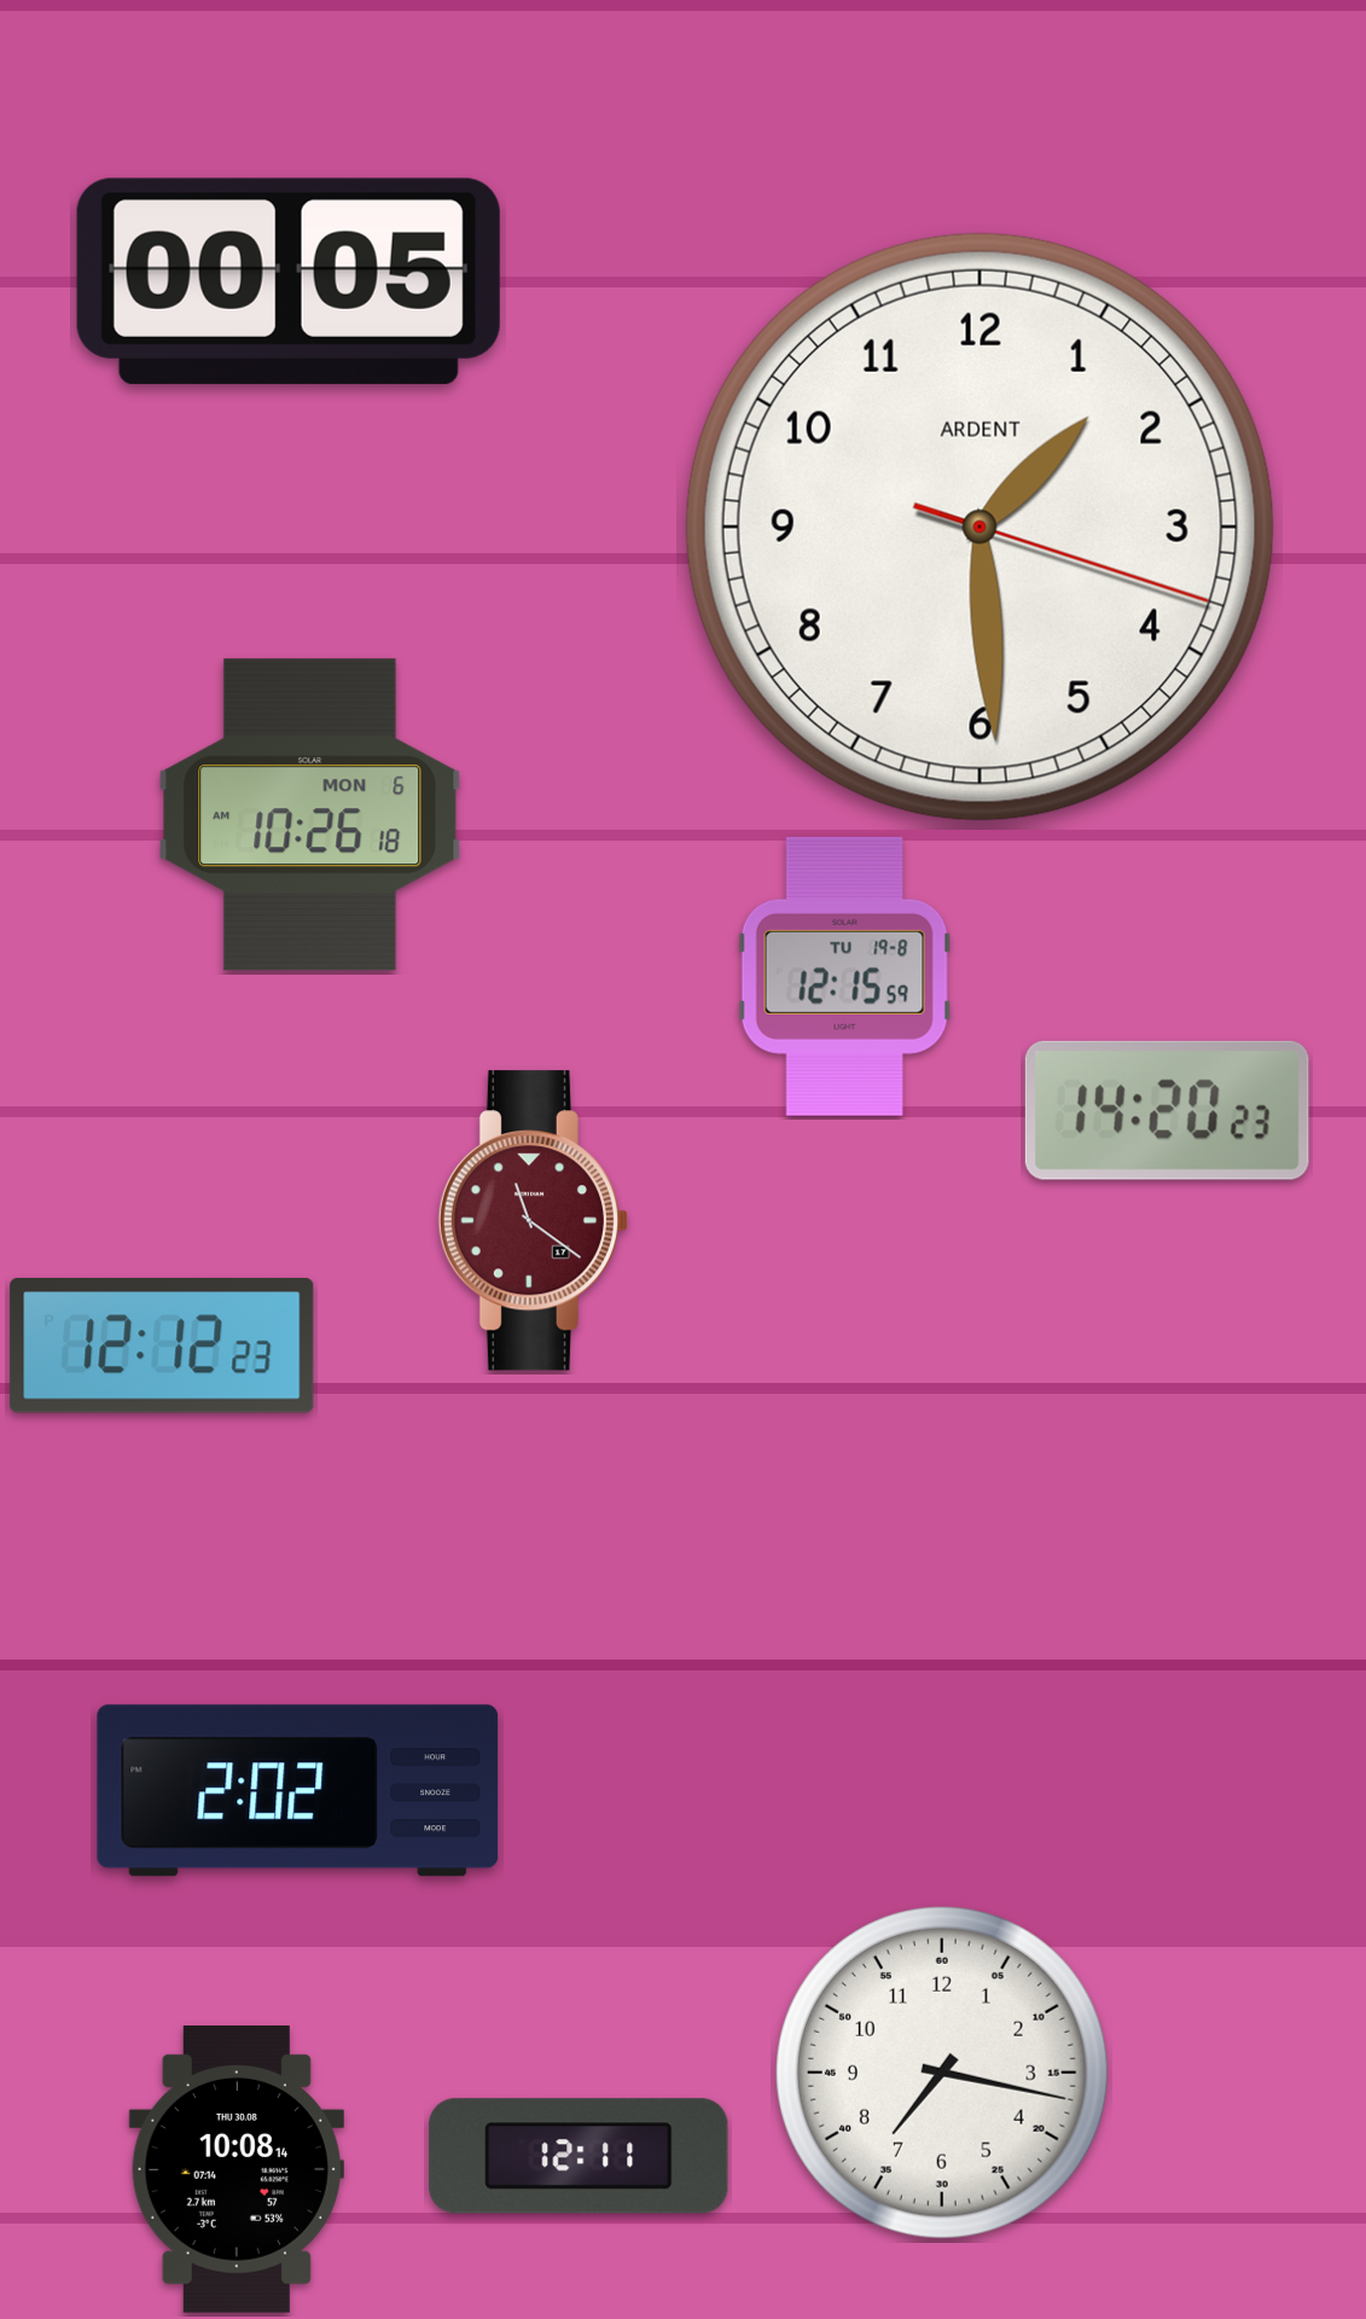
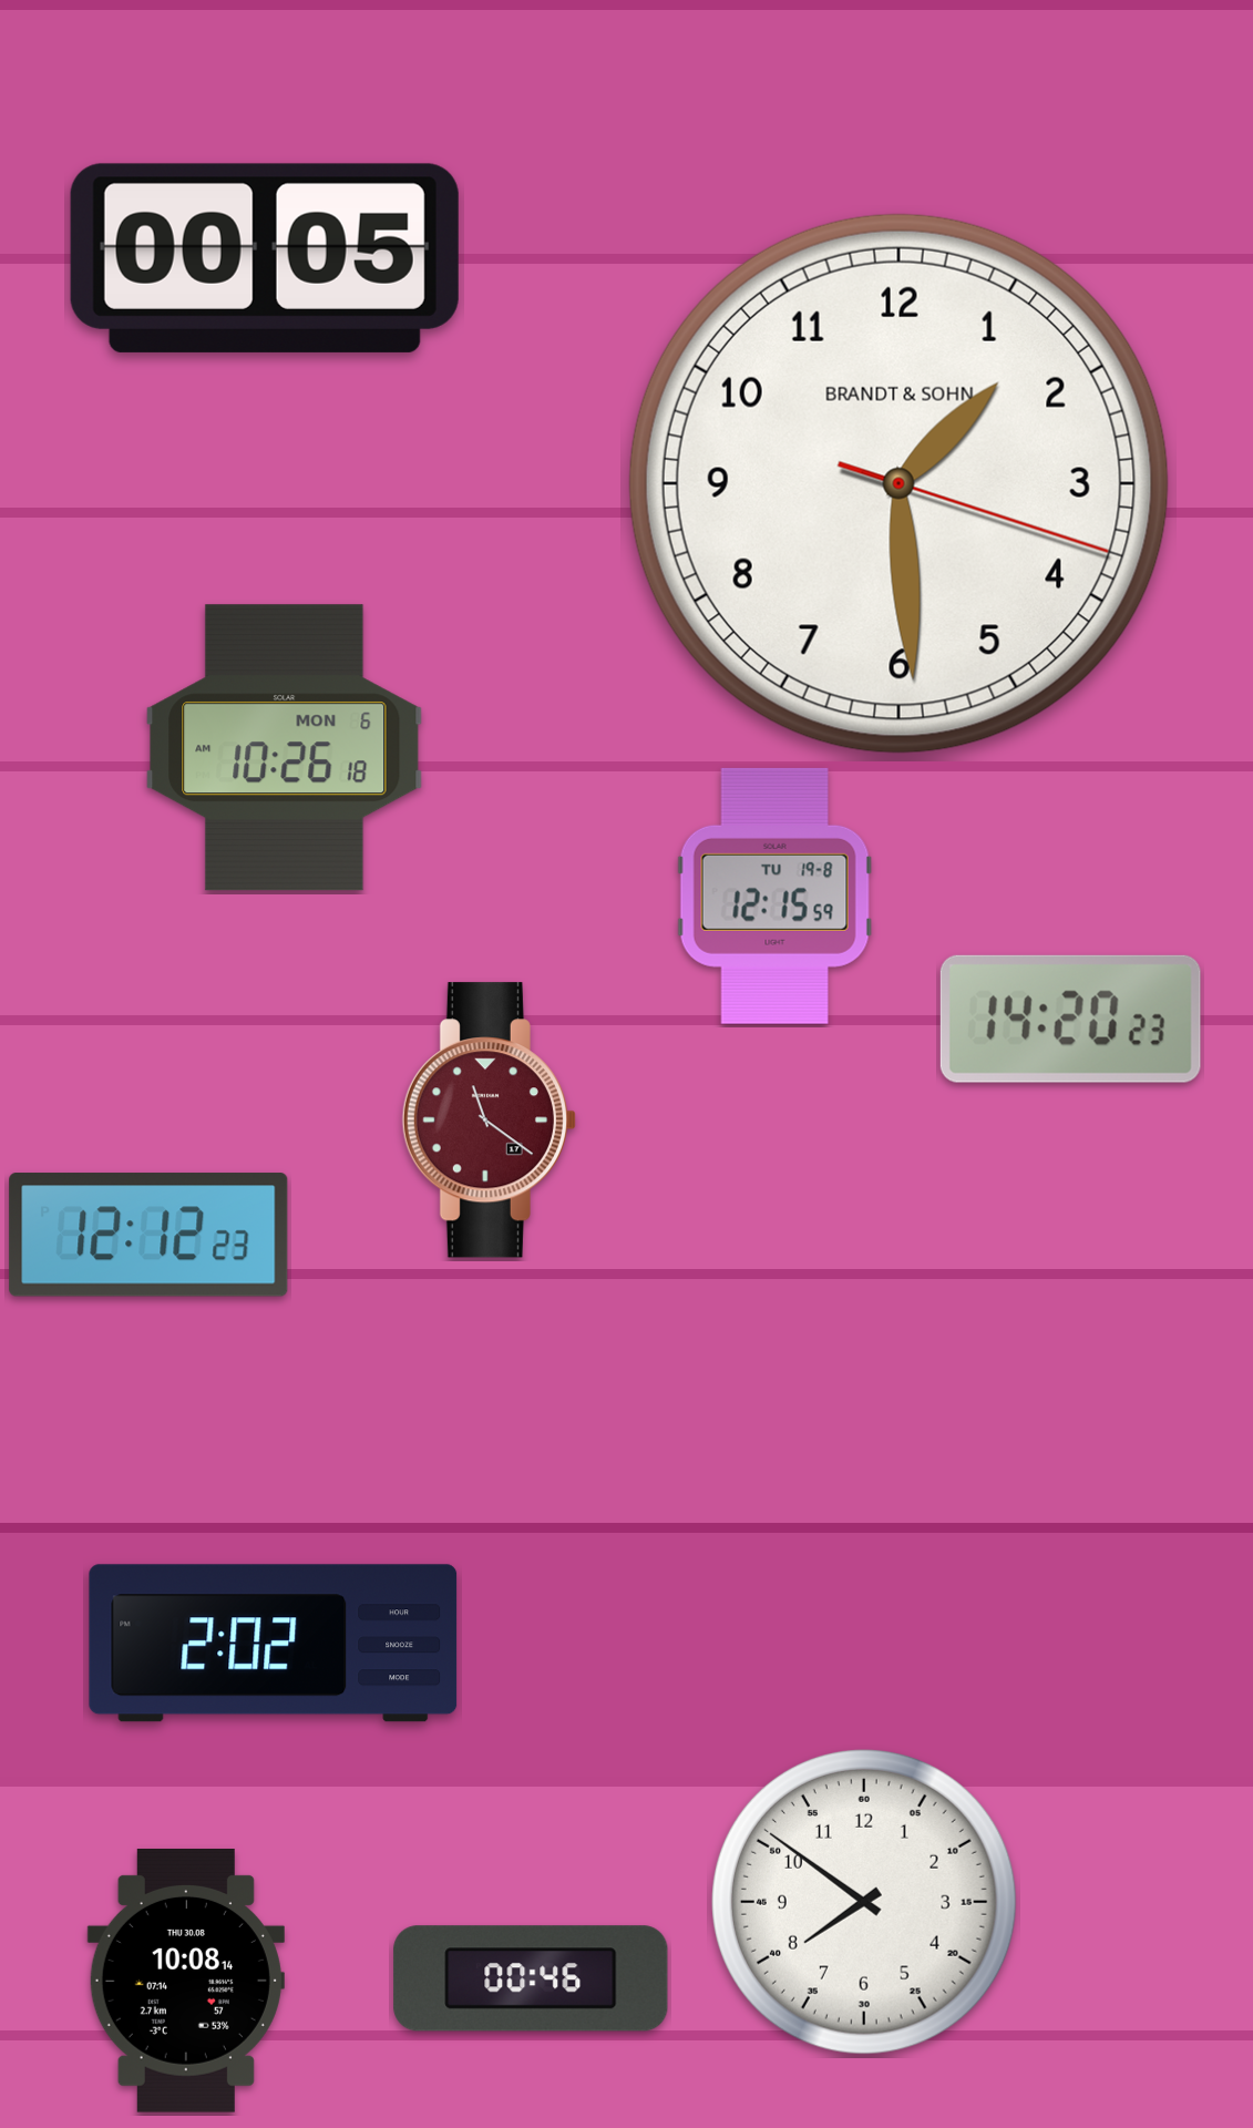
clock at (980, 527) brand: ARDENT -> BRANDT & SOHN
clock at (942, 2073): 7:17 -> 7:51
clock at (579, 2156): 12:11 -> 00:46
clock at (237, 2170) position: (237, 2170) -> (186, 1982)
